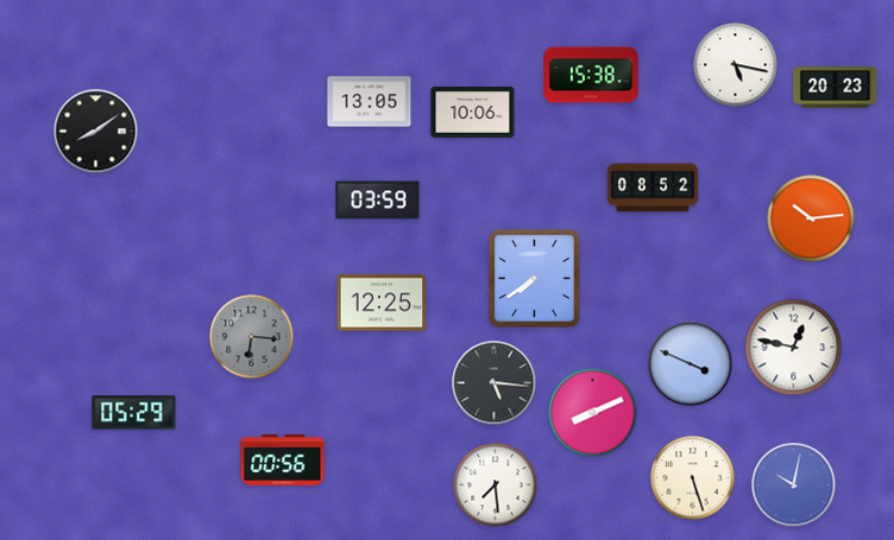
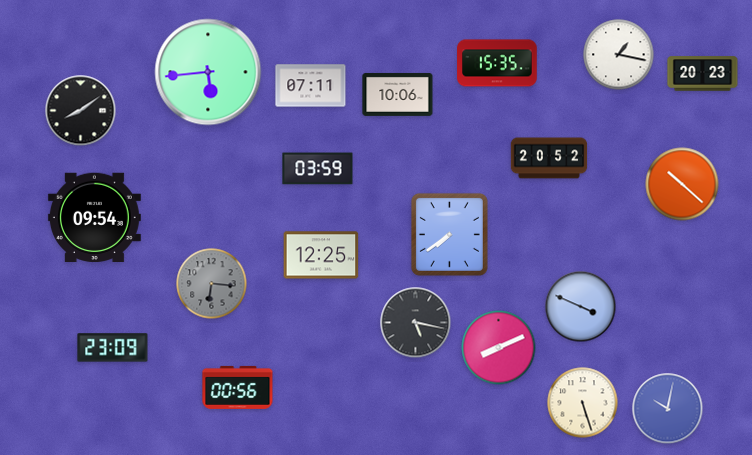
clock at (736, 65): 5:17 -> 1:17
clock at (591, 75): 15:38 -> 15:35
clock at (208, 72): none -> 5:44
clock at (370, 102): 13:05 -> 07:11
clock at (653, 188): 08:52 -> 20:52
clock at (811, 218): 10:14 -> 10:22
clock at (94, 217): none -> 09:54
clock at (794, 348): 12:47 -> none
clock at (495, 383): 5:16 -> 5:17
clock at (134, 413): 05:29 -> 23:09
clock at (496, 485): 7:29 -> none
